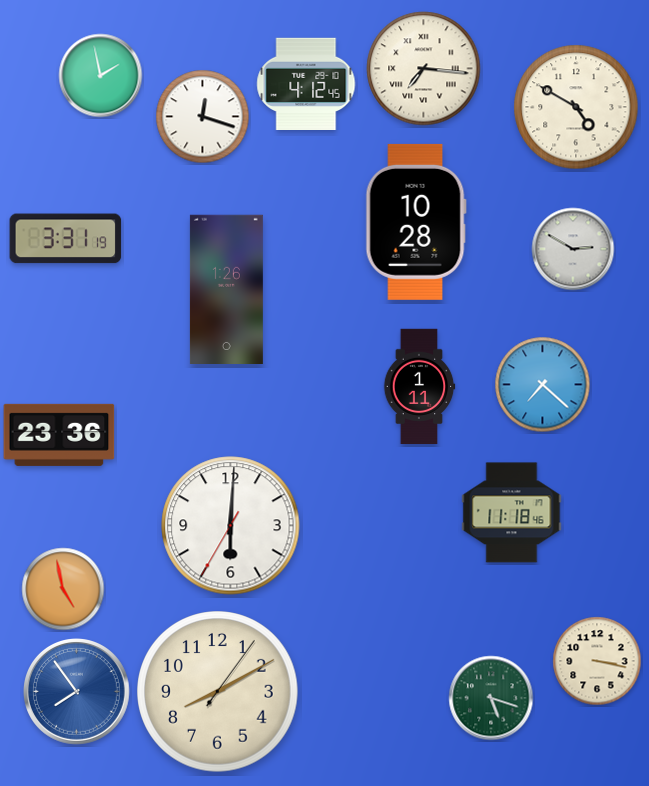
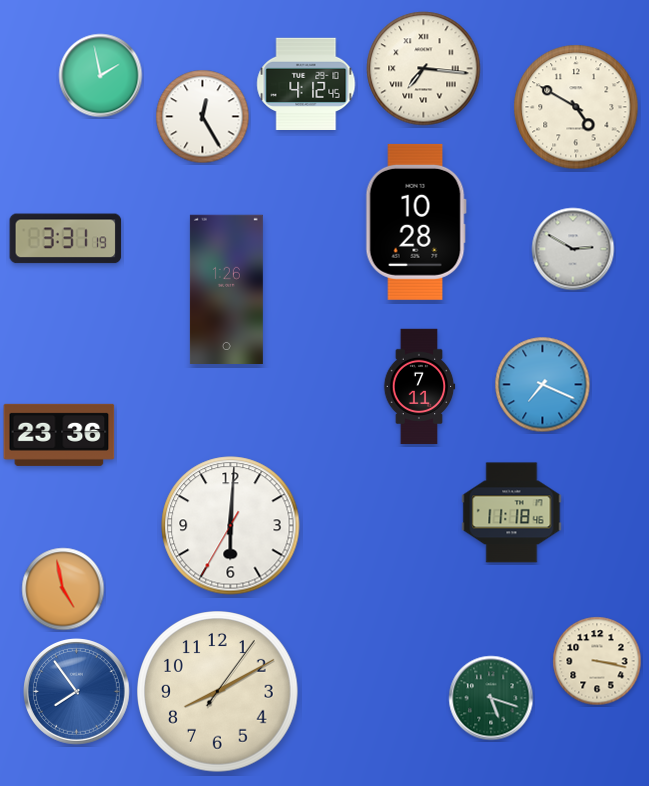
clock at (203, 117): 12:18 -> 12:25
clock at (543, 385): 7:22 -> 7:19
clock at (419, 387): 1:11 -> 7:11
